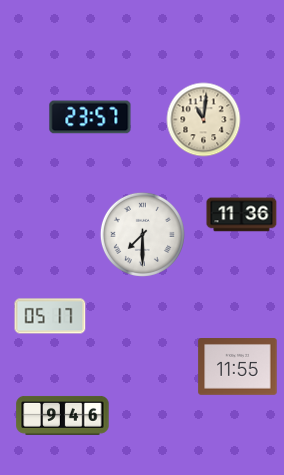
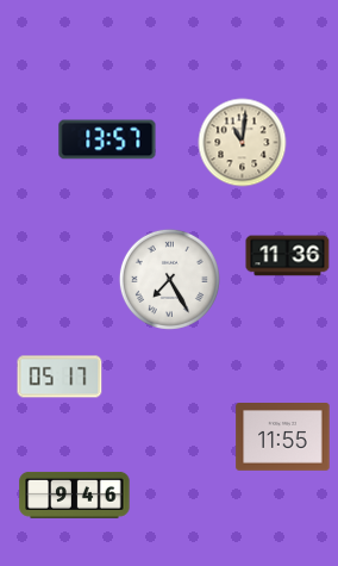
clock at (90, 117): 23:57 -> 13:57
clock at (142, 234): 7:30 -> 7:25
